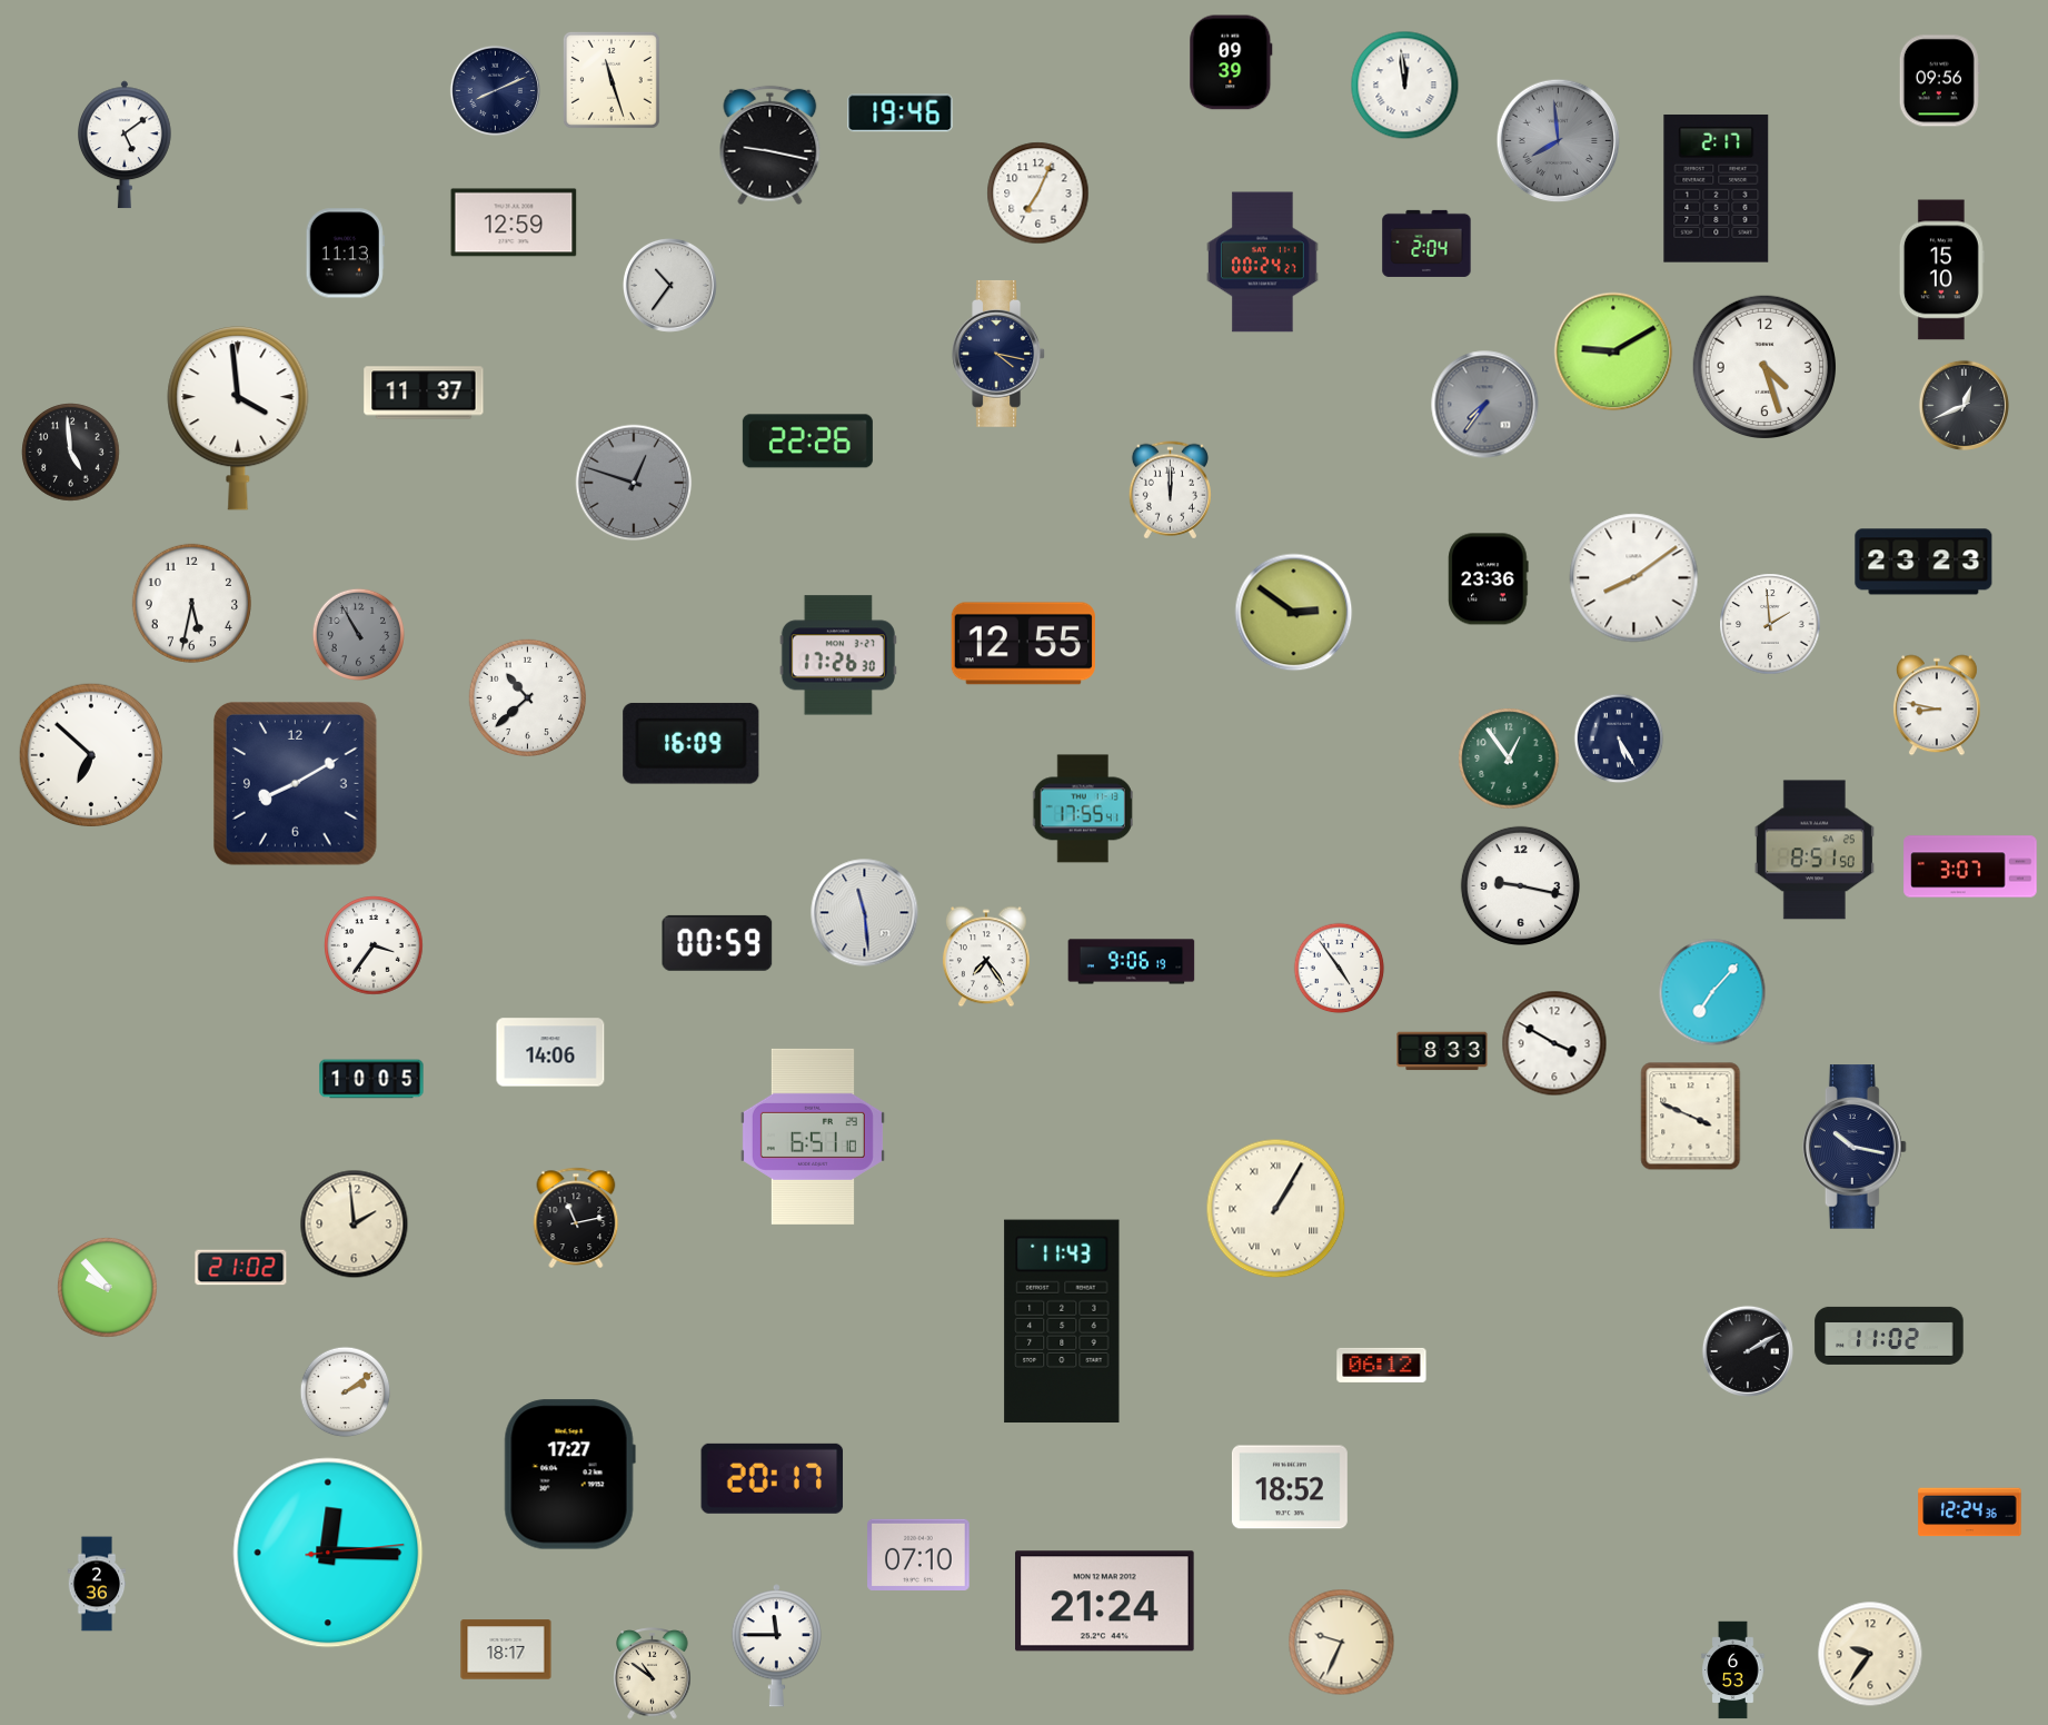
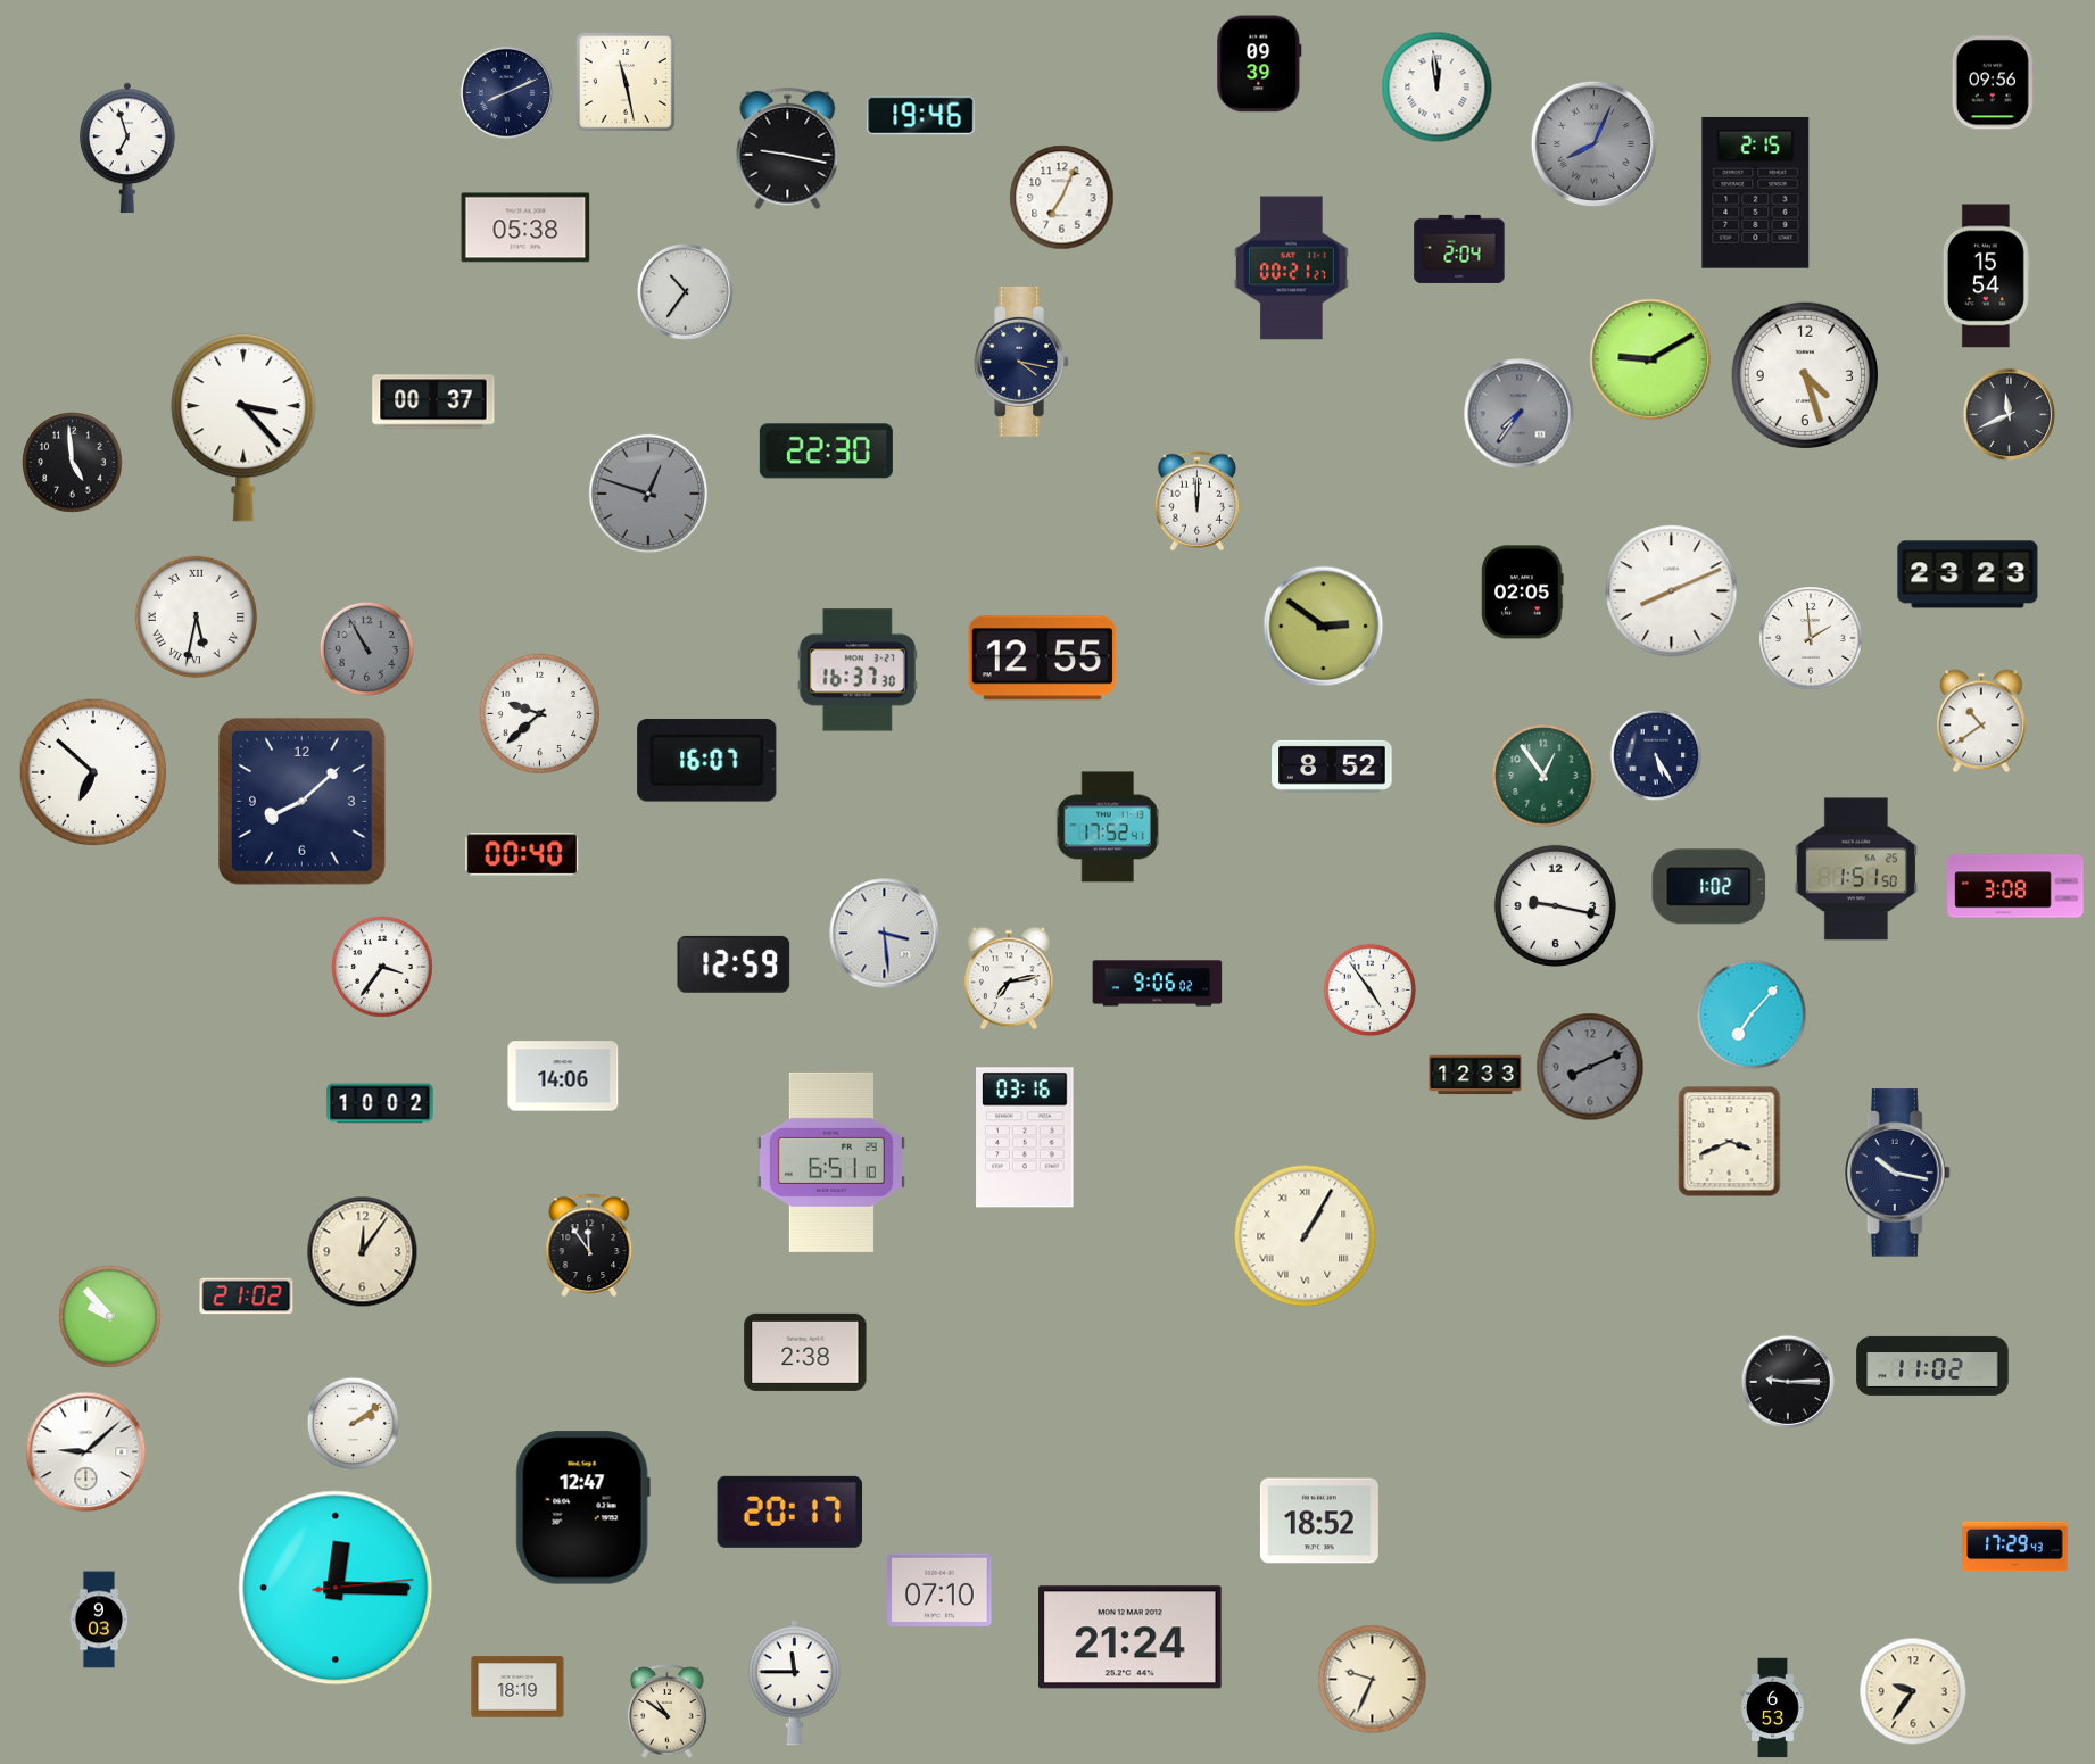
clock at (612, 80): 11:27 -> 11:28
clock at (1939, 81) position: (1939, 81) -> (1993, 83)
clock at (1559, 141): 7:59 -> 8:04
clock at (126, 145): 5:09 -> 6:57
clock at (1717, 188): 2:17 -> 2:15
clock at (514, 222): 12:59 -> 05:38
clock at (345, 254): 11:13 -> none
clock at (1263, 262): 00:24 -> 00:21
clock at (1941, 270): 15:10 -> 15:54
clock at (424, 393): 11:37 -> 00:37
clock at (1964, 405): 12:41 -> 11:41
clock at (238, 418): 3:59 -> 3:23
clock at (807, 442): 22:26 -> 22:30
clock at (1634, 578): 8:09 -> 8:11
clock at (1489, 579): 23:36 -> 02:05
clock at (191, 603) numerals: Arabic -> Roman
clock at (1023, 644) position: (1023, 644) -> (1042, 659)
clock at (838, 655): 17:26 -> 16:37
clock at (528, 698): 10:38 -> 9:38
clock at (1937, 705): 8:47 -> 10:39
clock at (692, 743): 16:09 -> 16:07
clock at (1332, 767): none -> 8:52
clock at (296, 784): 8:10 -> 8:08
clock at (1083, 809): 17:55 -> 17:52
clock at (522, 854): none -> 00:40
clock at (1815, 850): 8:51 -> 1:51
clock at (1970, 866): 3:07 -> 3:08
clock at (1709, 887): none -> 1:02
clock at (865, 913): 11:29 -> 3:29
clock at (717, 943): 00:59 -> 12:59
clock at (986, 956): 7:24 -> 7:13
clock at (1132, 962): 9:06:19 -> 9:06:02
clock at (1554, 1043): 3:50 -> 8:11
clock at (1554, 1043) dial: white -> grey
clock at (1442, 1051): 8:33 -> 12:33
clock at (371, 1079): 10:05 -> 10:02
clock at (1025, 1137): none -> 03:16
clock at (1691, 1117): 3:49 -> 3:41
clock at (576, 1218): 11:13 -> 11:54
clock at (355, 1225): 1:59 -> 12:06
clock at (1062, 1321): 11:43 -> none
clock at (805, 1352): none -> 2:38
clock at (1748, 1351): 2:10 -> 9:15
clock at (1382, 1365): 06:12 -> none
clock at (86, 1452): none -> 9:08
clock at (569, 1475): 17:27 -> 12:47
clock at (1970, 1513): 12:24 -> 17:29
clock at (97, 1584): 2:36 -> 9:03
clock at (506, 1649): 18:17 -> 18:19
